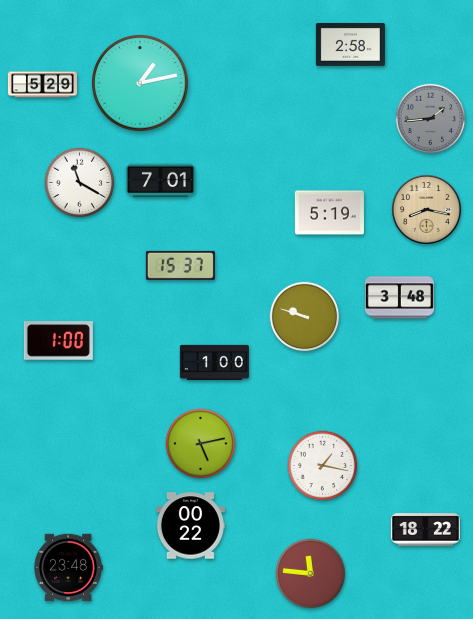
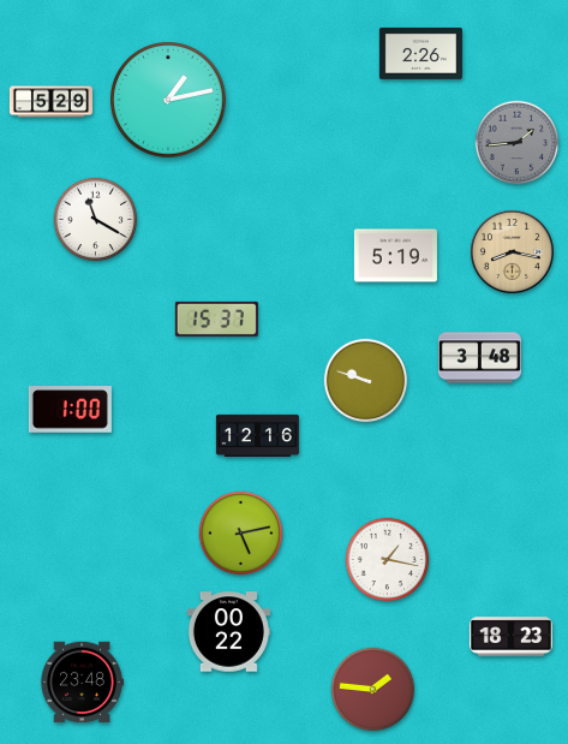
clock at (350, 44): 2:58 -> 2:26
clock at (160, 181): 7:01 -> none
clock at (214, 362): 1:00 -> 12:16
clock at (425, 530): 18:22 -> 18:23
clock at (311, 574): 11:46 -> 1:46
